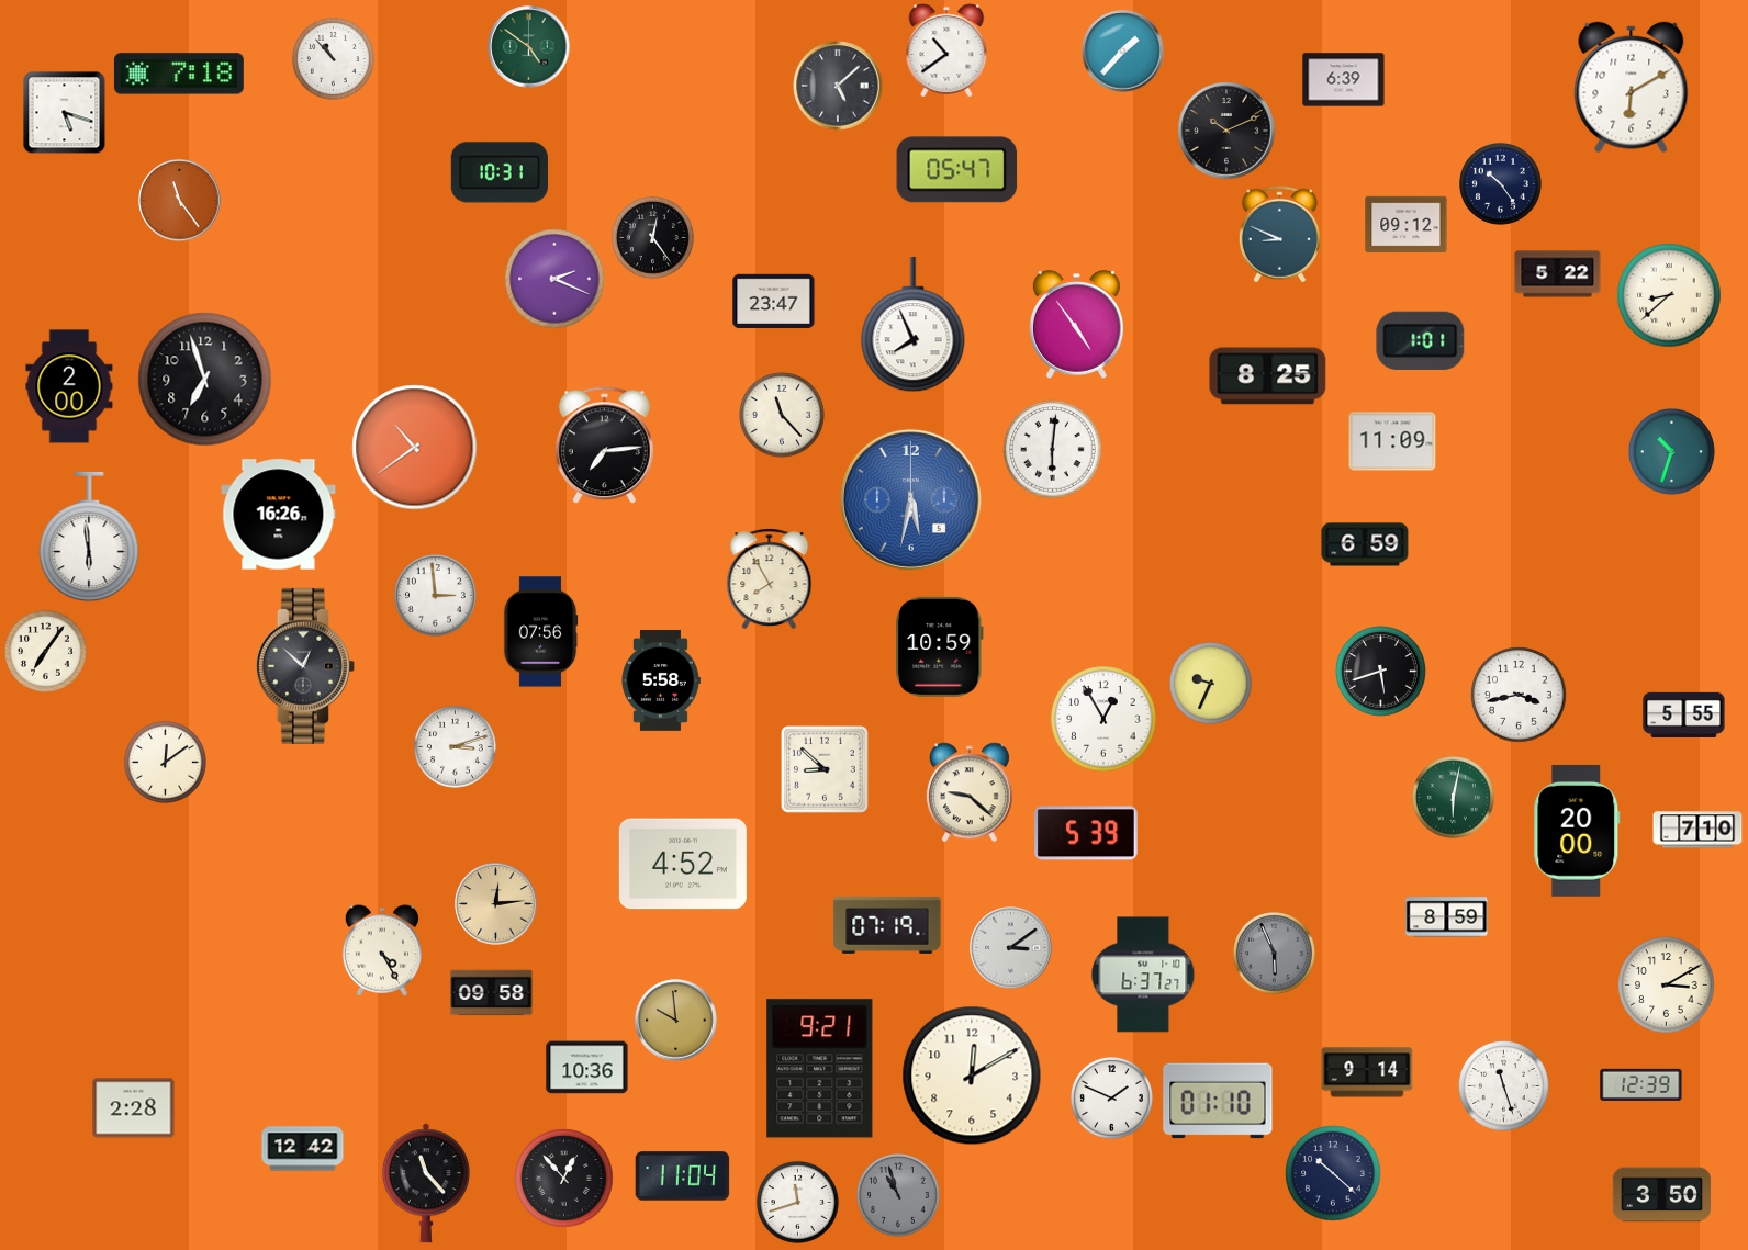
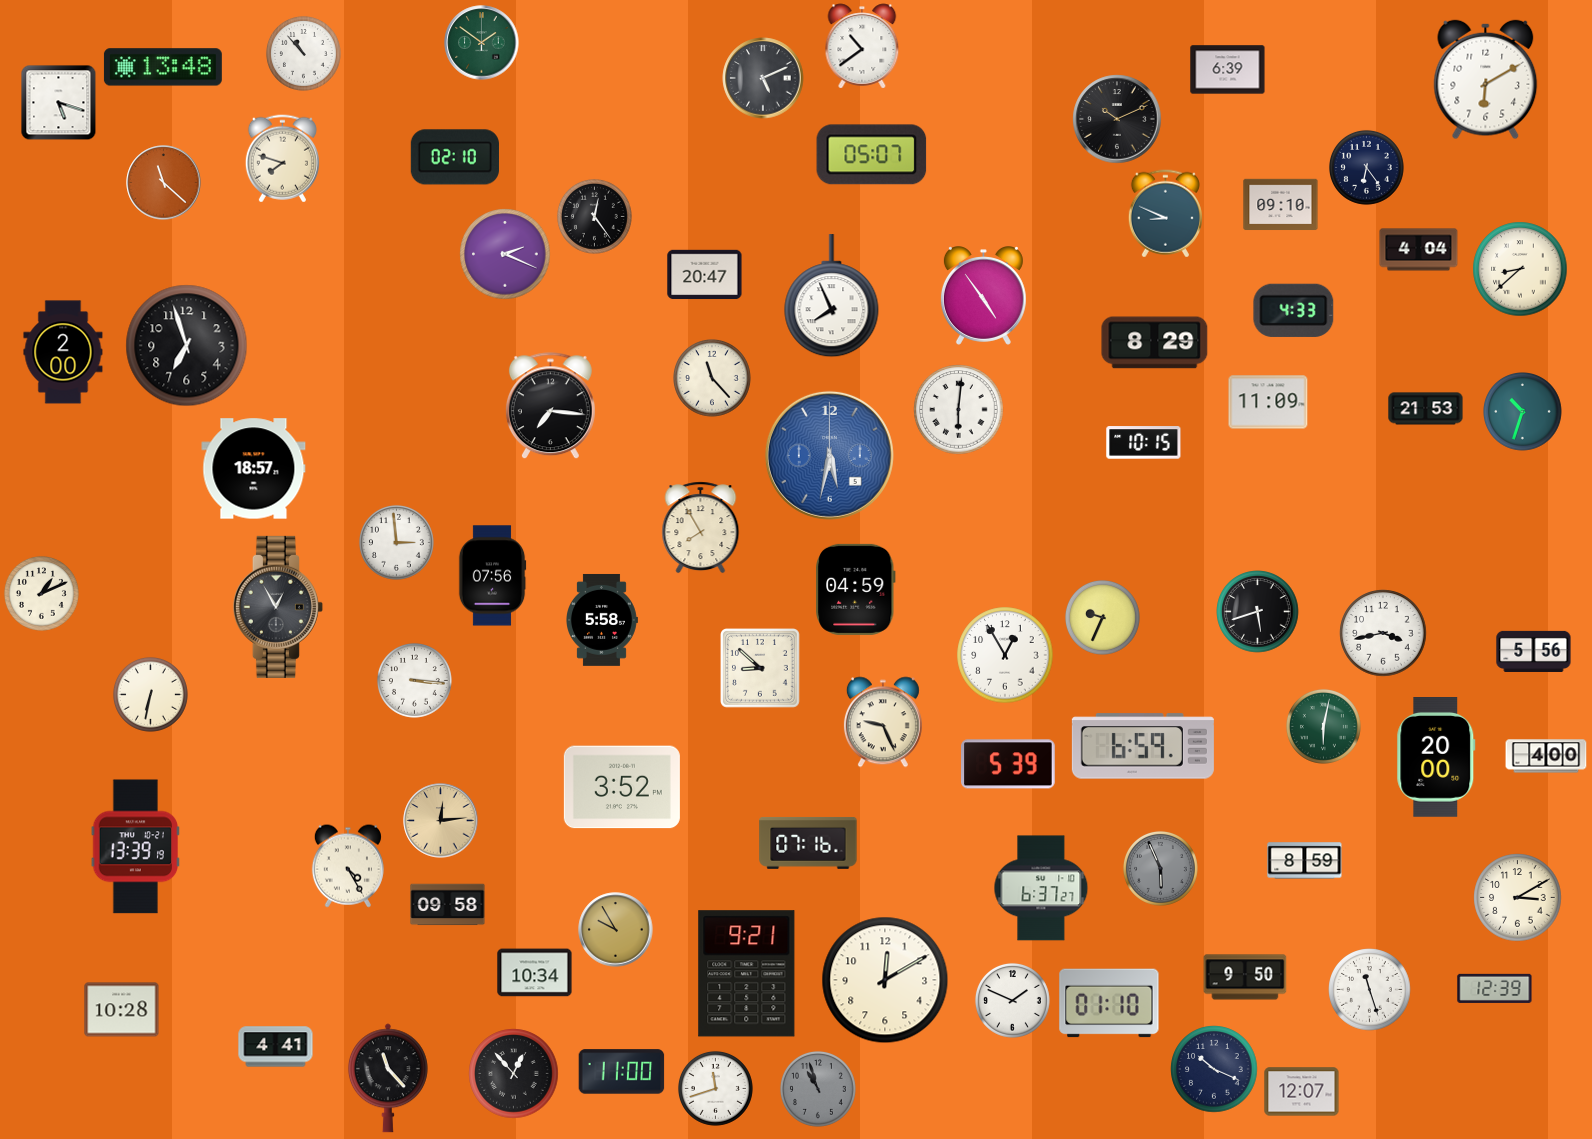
clock at (529, 47): 4:51 -> 1:51
clock at (1123, 52): 1:37 -> none
clock at (179, 74): 7:18 -> 13:48
clock at (1344, 80) position: (1344, 80) -> (1228, 70)
clock at (838, 86): 5:08 -> 5:11
clock at (957, 170): 05:47 -> 05:07
clock at (500, 172): 10:31 -> 02:10
clock at (282, 159): none -> 7:48
clock at (1500, 183): 10:24 -> 6:24
clock at (180, 201): 11:24 -> 11:22
clock at (1407, 225): 09:12 -> 09:10
clock at (1558, 274): 5:22 -> 4:04
clock at (774, 302): 23:47 -> 20:47
clock at (1076, 325) position: (1076, 325) -> (983, 296)
clock at (1421, 340): 1:01 -> 4:33
clock at (1268, 376): 8:25 -> 8:29
clock at (604, 446): 7:14 -> 7:16
clock at (415, 448): 10:39 -> none
clock at (1426, 409): none -> 21:53
clock at (1144, 443): none -> 10:15
clock at (279, 515): 16:26 -> 18:57
clock at (89, 537): 5:59 -> none
clock at (1365, 544): 6:59 -> none
clock at (940, 646): 10:59 -> 04:59
clock at (45, 651): 7:06 -> 1:11
clock at (305, 666): 12:52 -> 12:55
clock at (1210, 683) position: (1210, 683) -> (1102, 617)
clock at (1684, 714): 5:55 -> 5:56
clock at (455, 746): 3:12 -> 3:16
clock at (165, 762): 12:09 -> 6:32
clock at (826, 770) position: (826, 770) -> (761, 669)
clock at (970, 792): 9:22 -> 9:26
clock at (1143, 746): none -> 6:59
clock at (1697, 830): 7:10 -> 4:00
clock at (1087, 833) position: (1087, 833) -> (1009, 764)
clock at (683, 864): 4:52 -> 3:52
clock at (496, 904) position: (496, 904) -> (441, 821)
clock at (1447, 917) position: (1447, 917) -> (1305, 861)
clock at (887, 925): 07:19 -> 07:16
clock at (135, 847): none -> 13:39
clock at (1011, 948): 3:09 -> none
clock at (676, 1021): 9:59 -> 9:55
clock at (587, 1068): 10:36 -> 10:34
clock at (1367, 1072): 9:14 -> 9:50
clock at (134, 1108): 2:28 -> 10:28
clock at (303, 1149): 12:42 -> 4:41
clock at (1333, 1173): 10:22 -> 10:19
clock at (683, 1176): 11:04 -> 11:00
clock at (1661, 1195): 3:50 -> none
clock at (1302, 1092): none -> 12:07
clock at (797, 1202) position: (797, 1202) -> (715, 1088)
